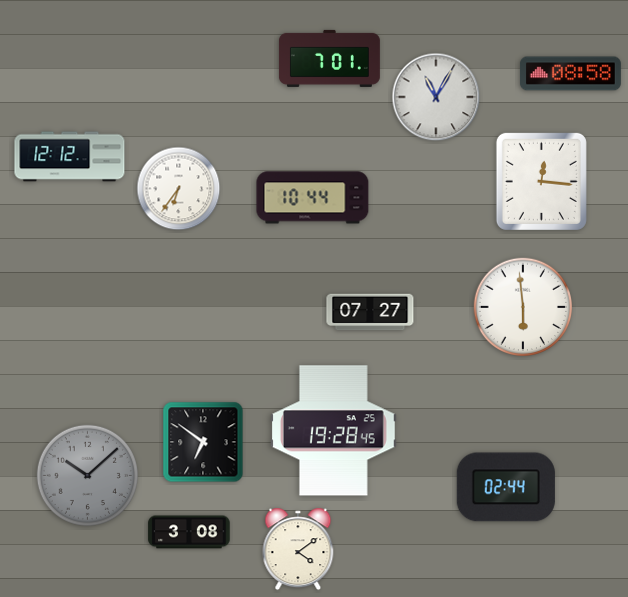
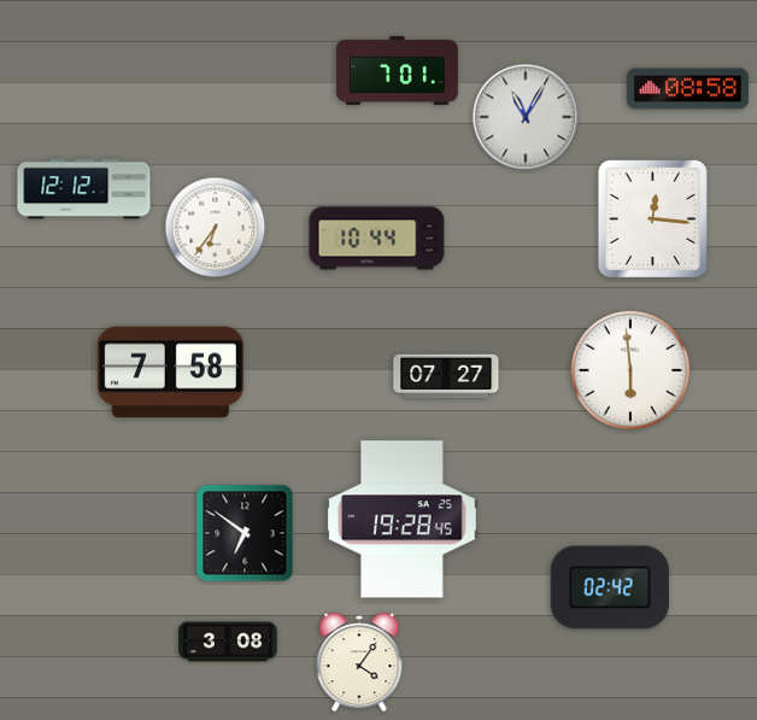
clock at (170, 373): none -> 7:58
clock at (87, 475): 10:08 -> none
clock at (506, 487): 02:44 -> 02:42
clock at (298, 549): 4:09 -> 4:06
